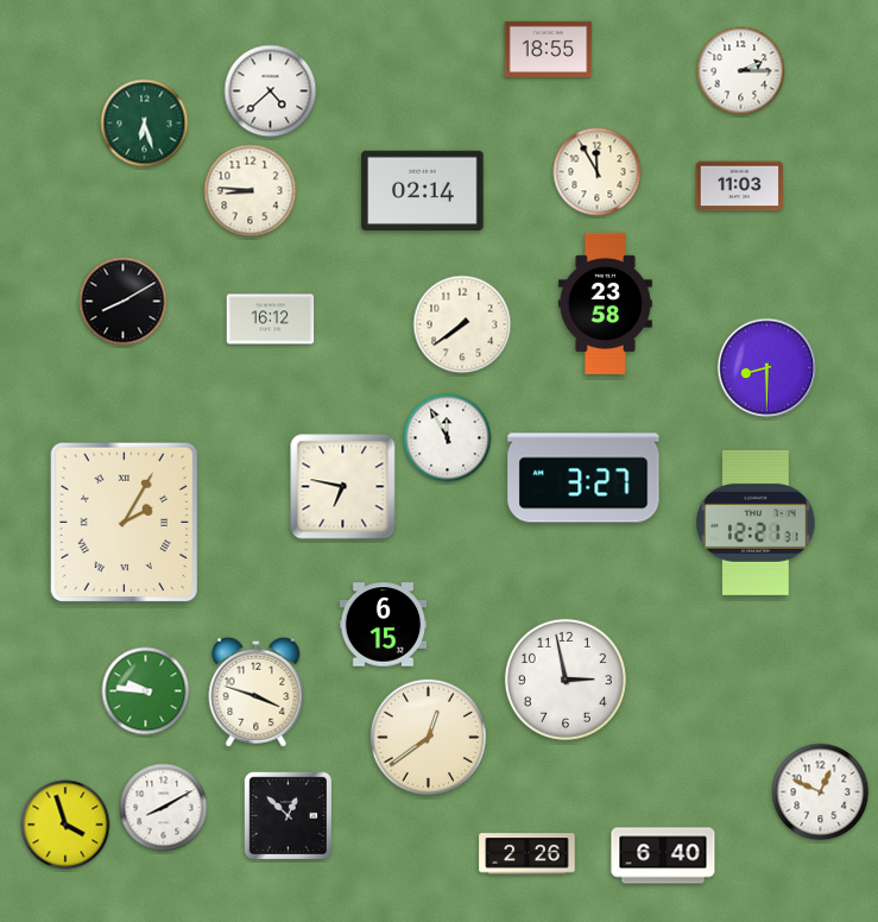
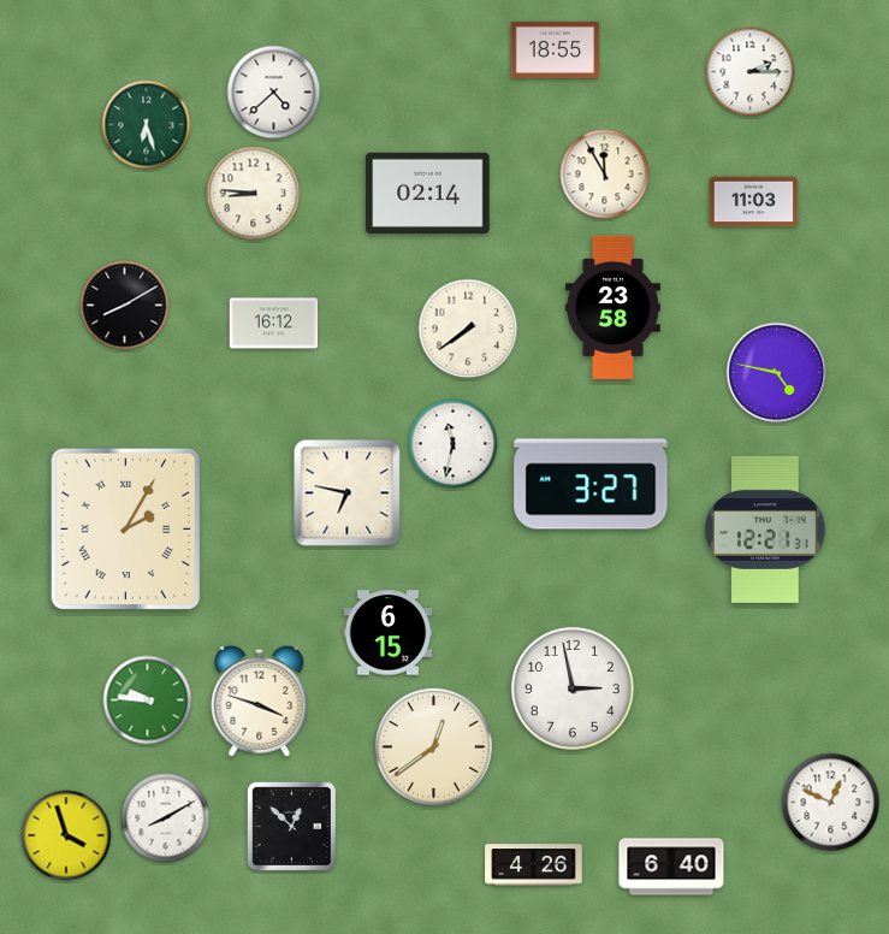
clock at (740, 187) position: (740, 187) -> (754, 202)
clock at (768, 368): 8:30 -> 4:47
clock at (448, 438): 11:55 -> 11:32
clock at (528, 854): 2:26 -> 4:26
